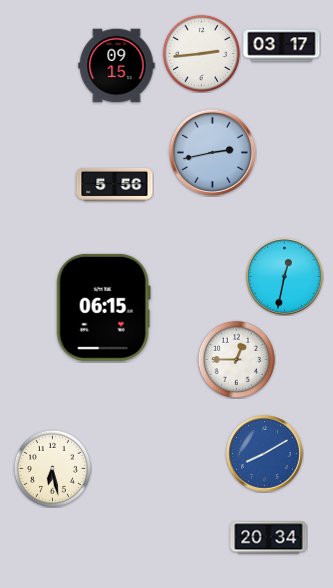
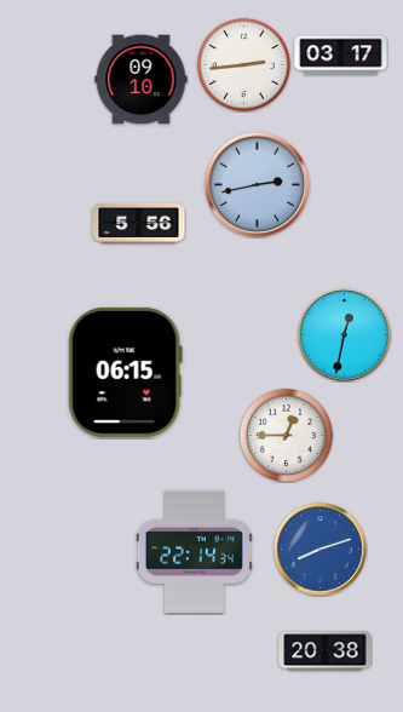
clock at (117, 66): 09:15 -> 09:10
clock at (265, 454): 8:10 -> 8:12
clock at (194, 551): none -> 22:14
clock at (52, 468): 6:28 -> none
clock at (269, 538): 20:34 -> 20:38
